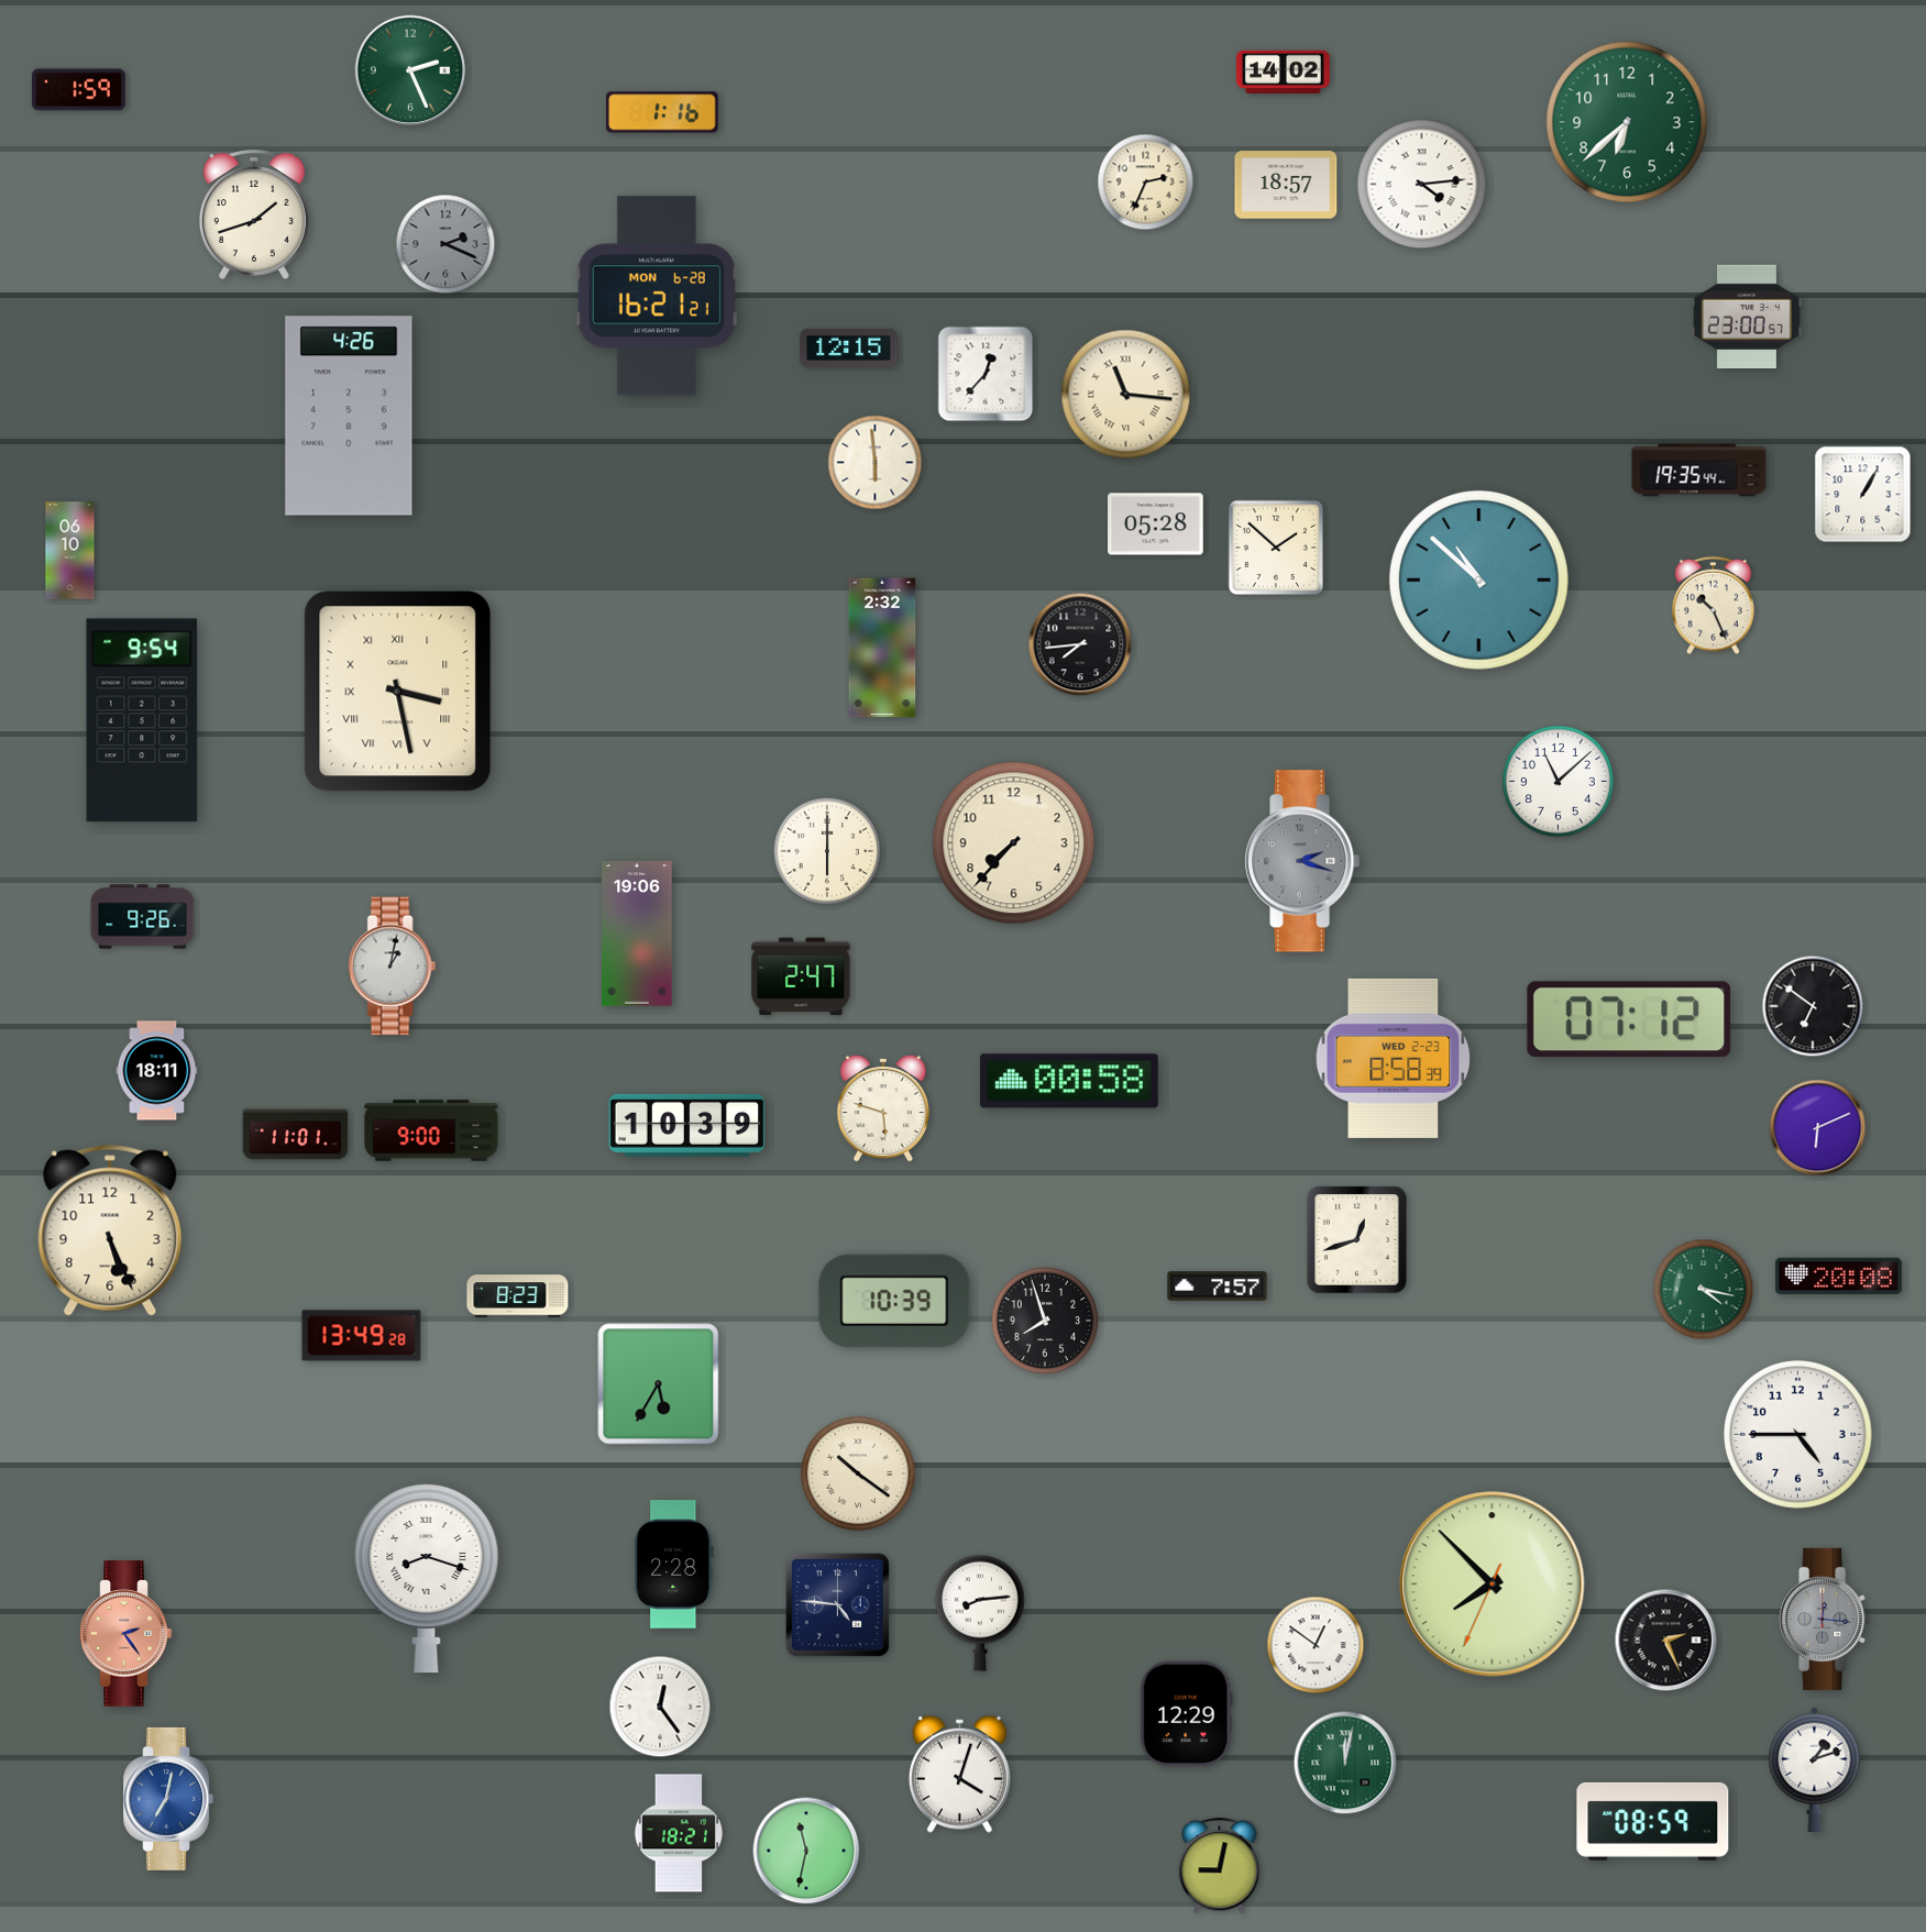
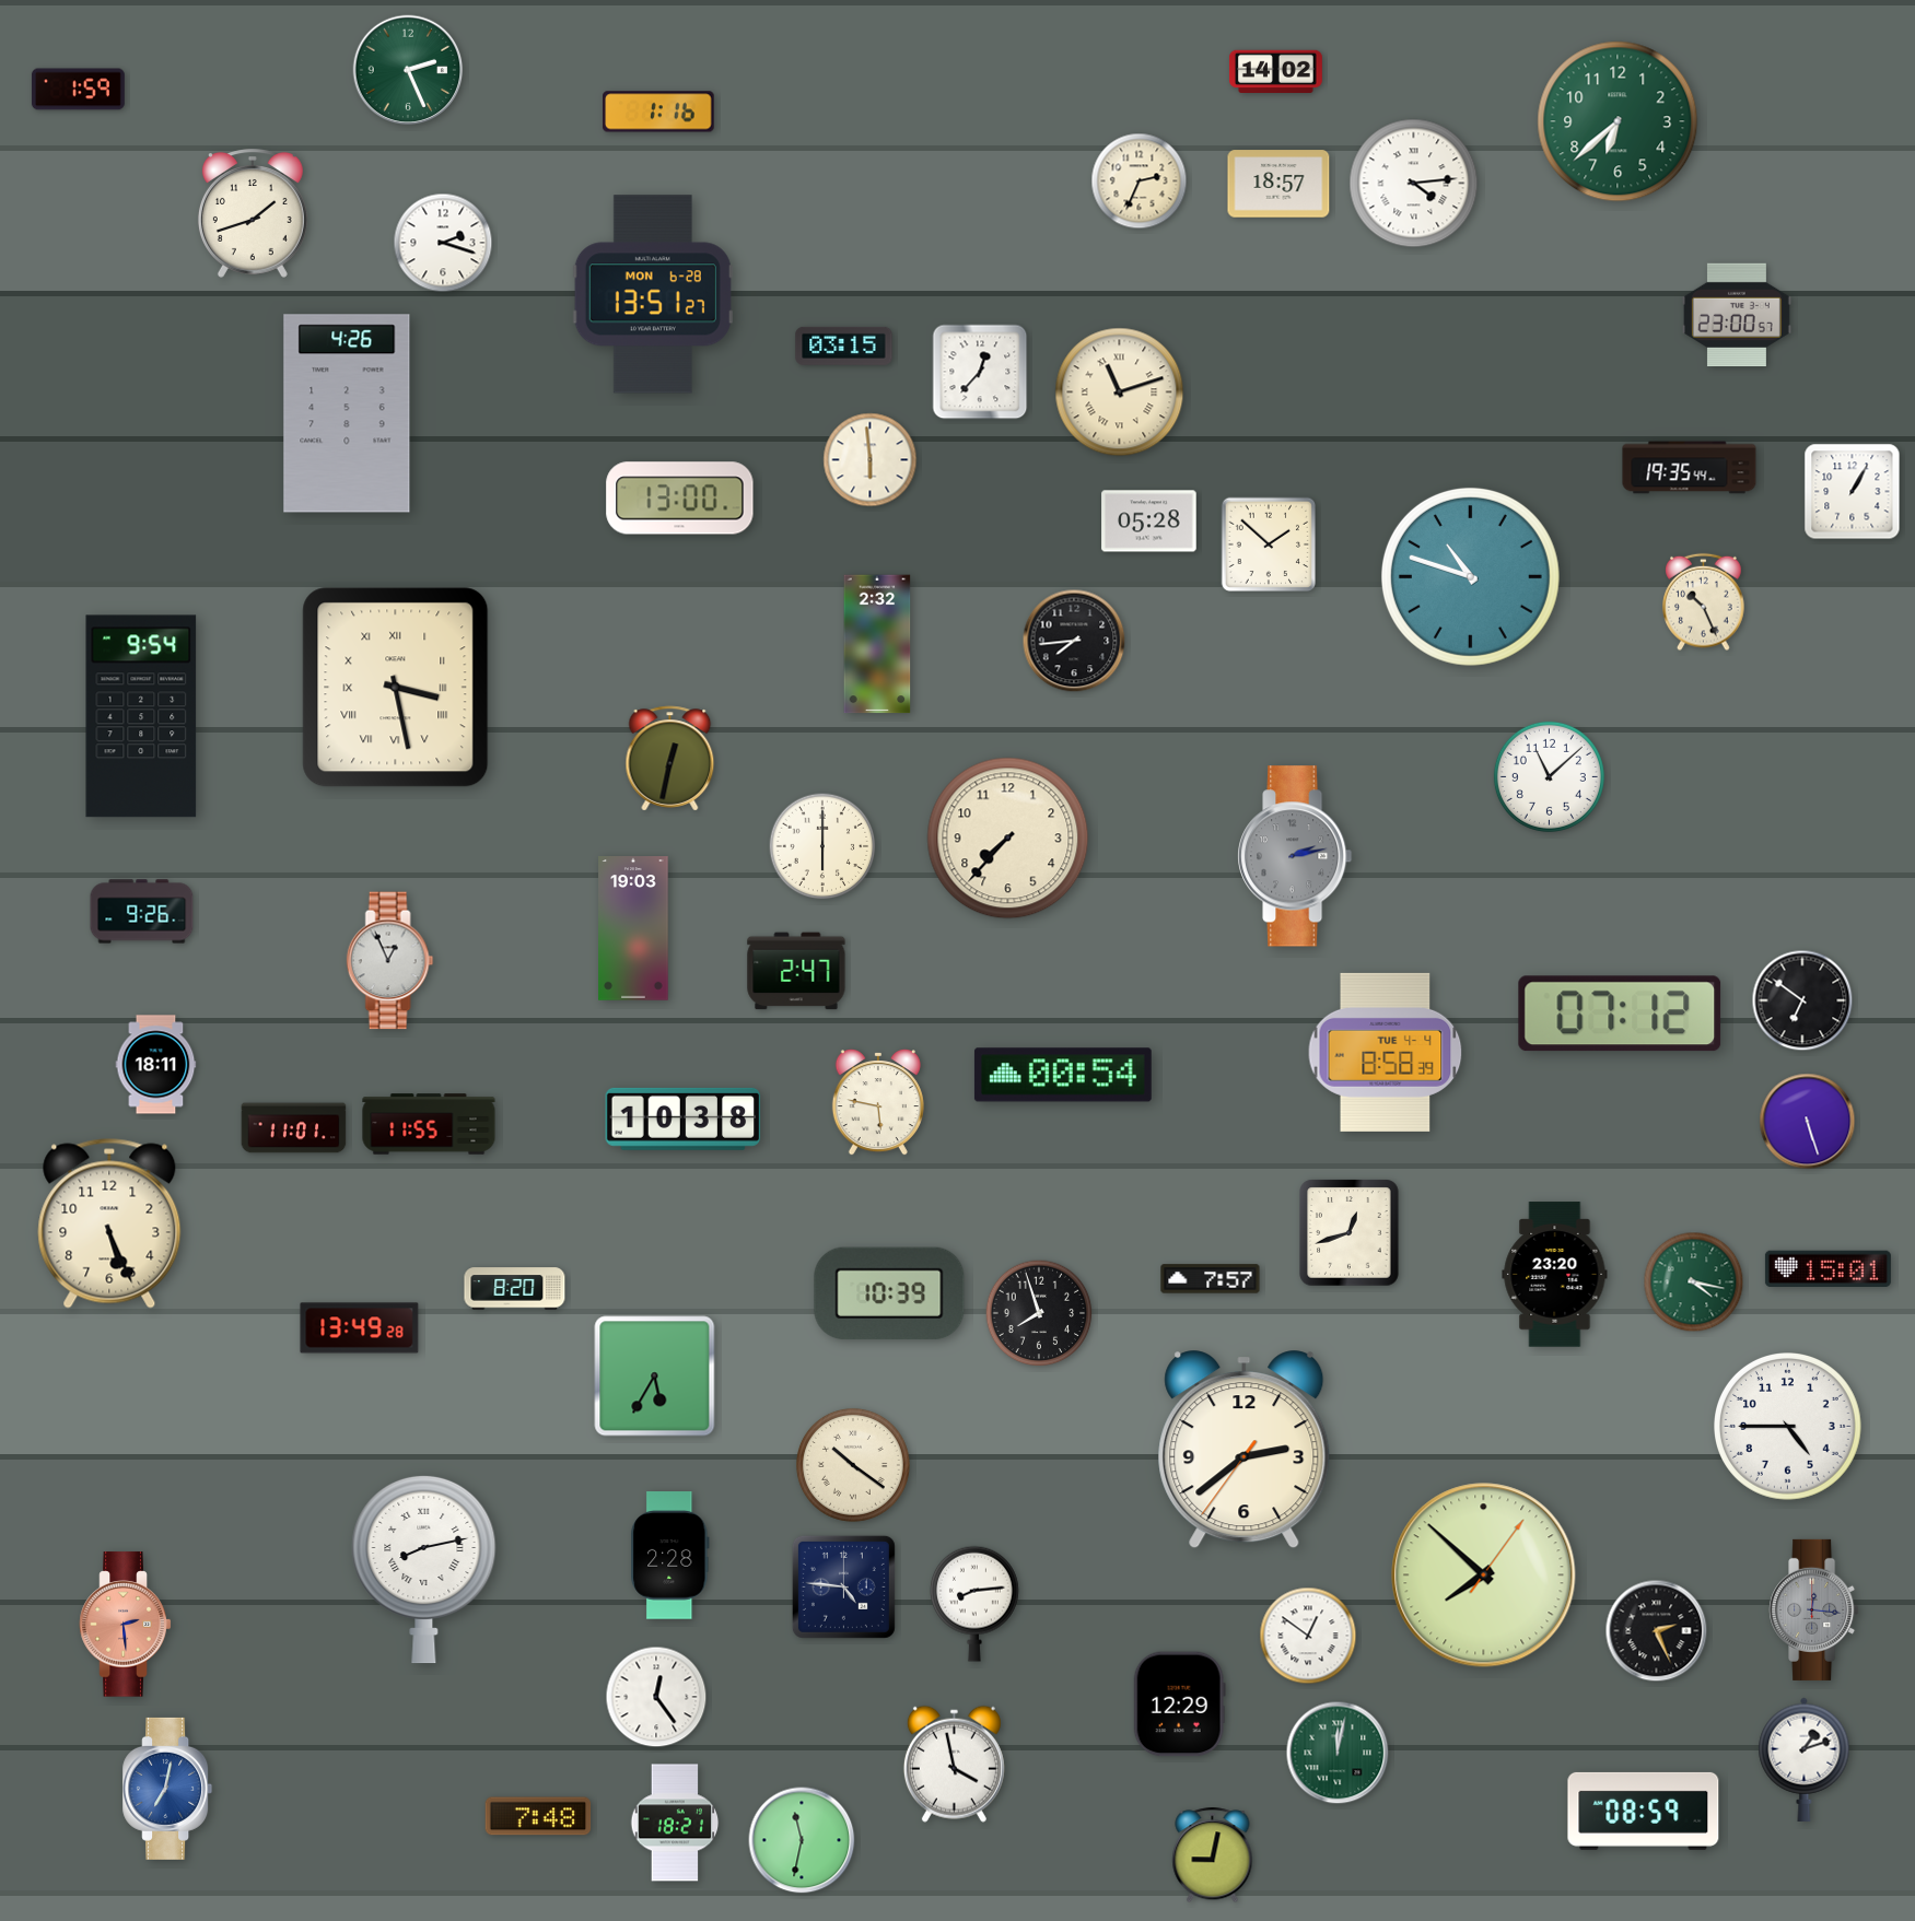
clock at (445, 244): 2:19 -> 2:18
clock at (445, 244) dial: grey -> white
clock at (657, 296): 16:21 -> 13:51
clock at (849, 347): 12:15 -> 03:15
clock at (1126, 395): 11:16 -> 11:12
clock at (680, 499): none -> 13:00
clock at (70, 551): 06:10 -> none
clock at (1478, 579): 10:52 -> 10:48
clock at (670, 759): none -> 12:32
clock at (1302, 861): 2:18 -> 2:13
clock at (637, 934): 19:06 -> 19:03
clock at (393, 967): 1:02 -> 12:56
clock at (1394, 1058) date: WED 2-23 -> TUE 4-4
clock at (1069, 1081): 00:58 -> 00:54
clock at (883, 1109): 5:48 -> 5:47
clock at (687, 1125): 10:39 -> 10:38
clock at (1818, 1128): 6:11 -> 5:27
clock at (431, 1130): 9:00 -> 11:55
clock at (1838, 1277): 20:08 -> 15:01
clock at (1555, 1275): none -> 23:20
clock at (518, 1296): 8:23 -> 8:20
clock at (1245, 1450): none -> 2:38
clock at (427, 1578): 8:18 -> 8:13
clock at (1493, 1585): 7:52:34 -> 7:52:06
clock at (837, 1604) position: (837, 1604) -> (843, 1586)
clock at (126, 1634): 2:24 -> 2:29
clock at (959, 1774): 4:03 -> 3:58
clock at (538, 1816): none -> 7:48
